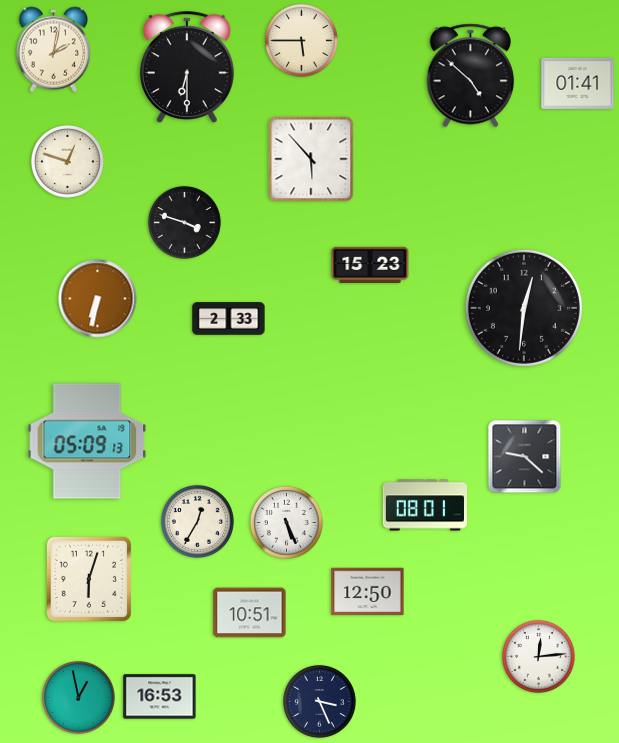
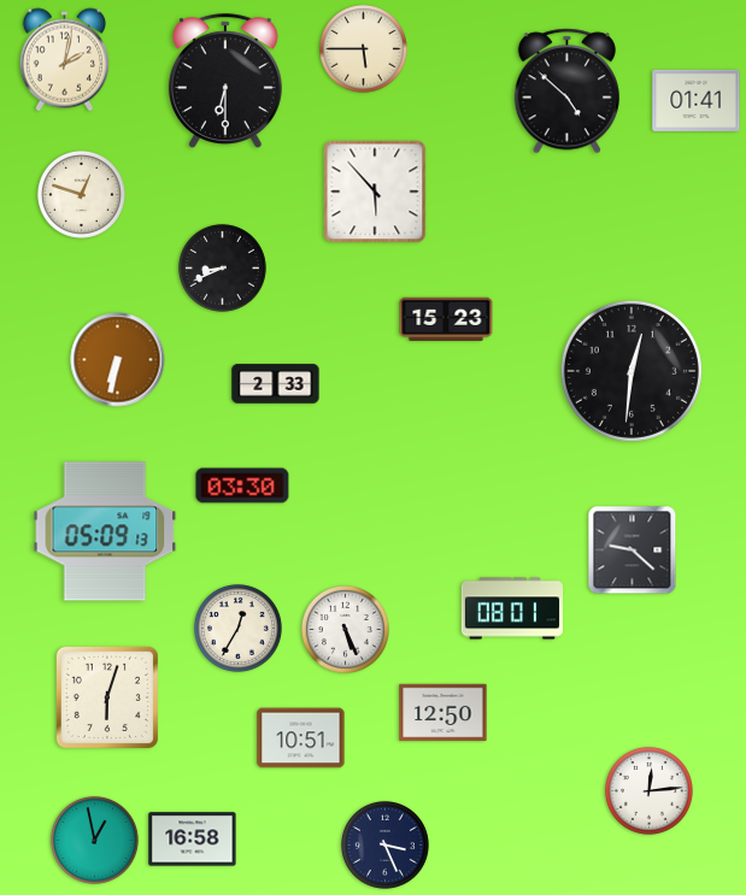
clock at (184, 222): 3:48 -> 8:41
clock at (242, 485): none -> 03:30
clock at (160, 697): 16:53 -> 16:58
